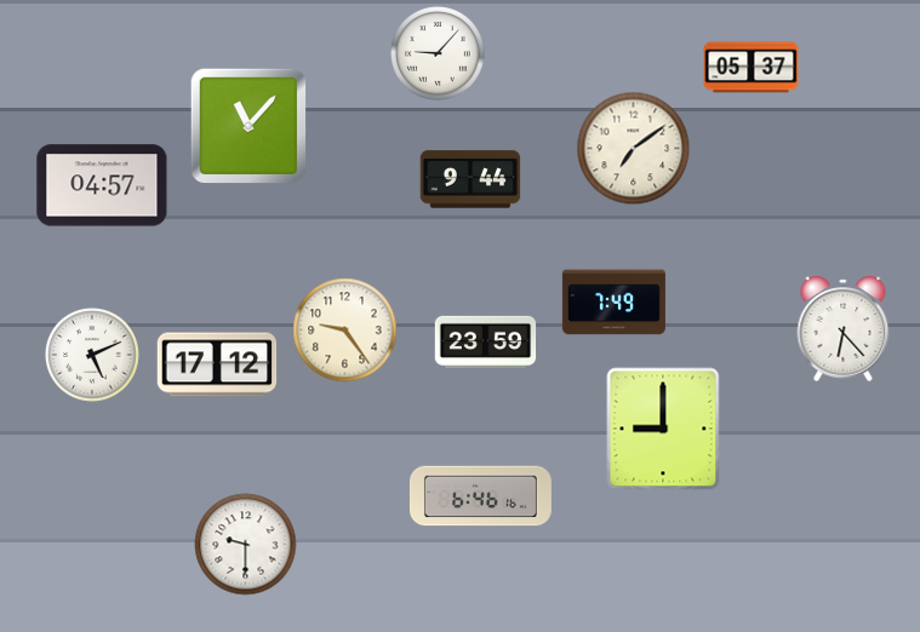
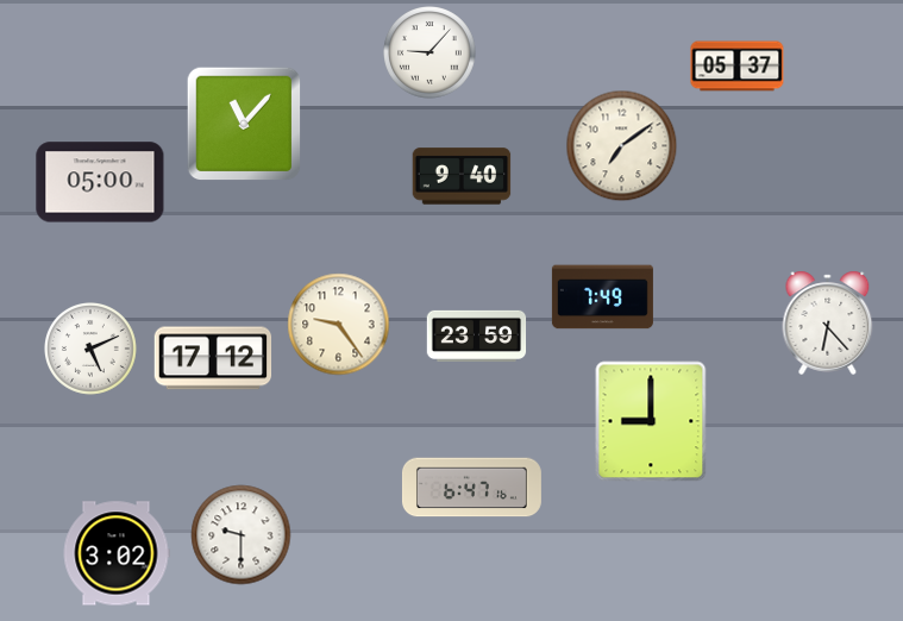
clock at (470, 179): 9:44 -> 9:40
clock at (102, 185): 04:57 -> 05:00
clock at (480, 496): 6:46 -> 6:47
clock at (117, 553): none -> 3:02
